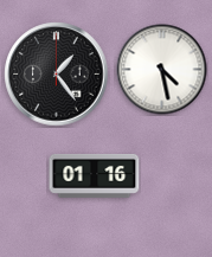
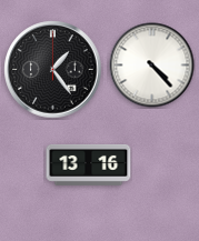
clock at (162, 70): 4:28 -> 4:23
clock at (95, 175): 01:16 -> 13:16
